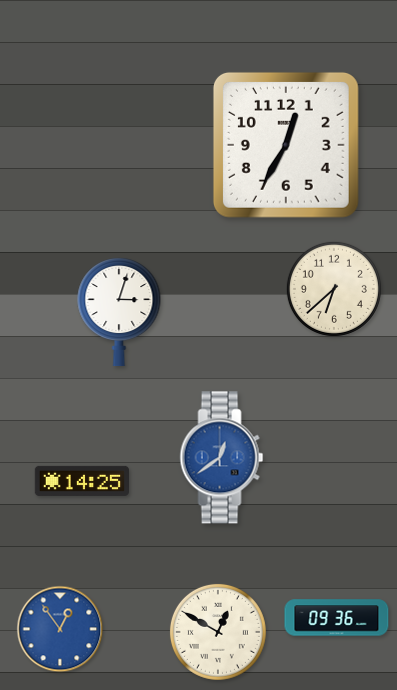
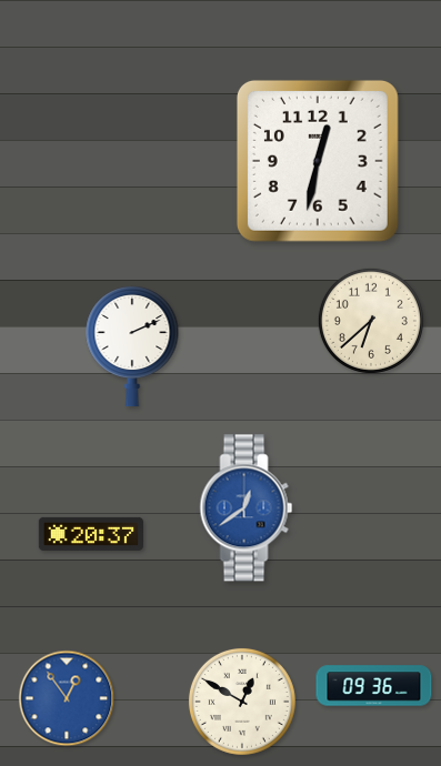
clock at (286, 145): 12:35 -> 12:32
clock at (119, 313): 3:03 -> 2:11
clock at (81, 481): 14:25 -> 20:37
